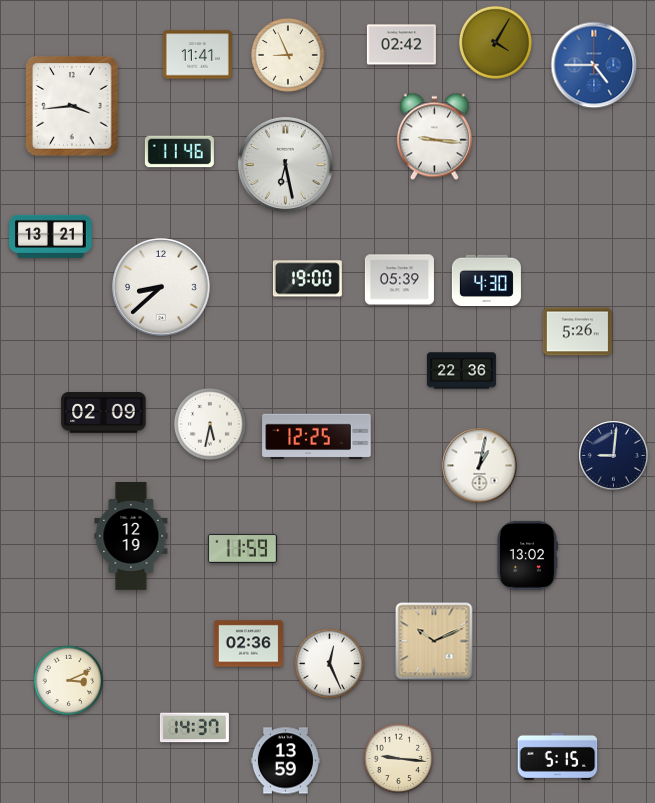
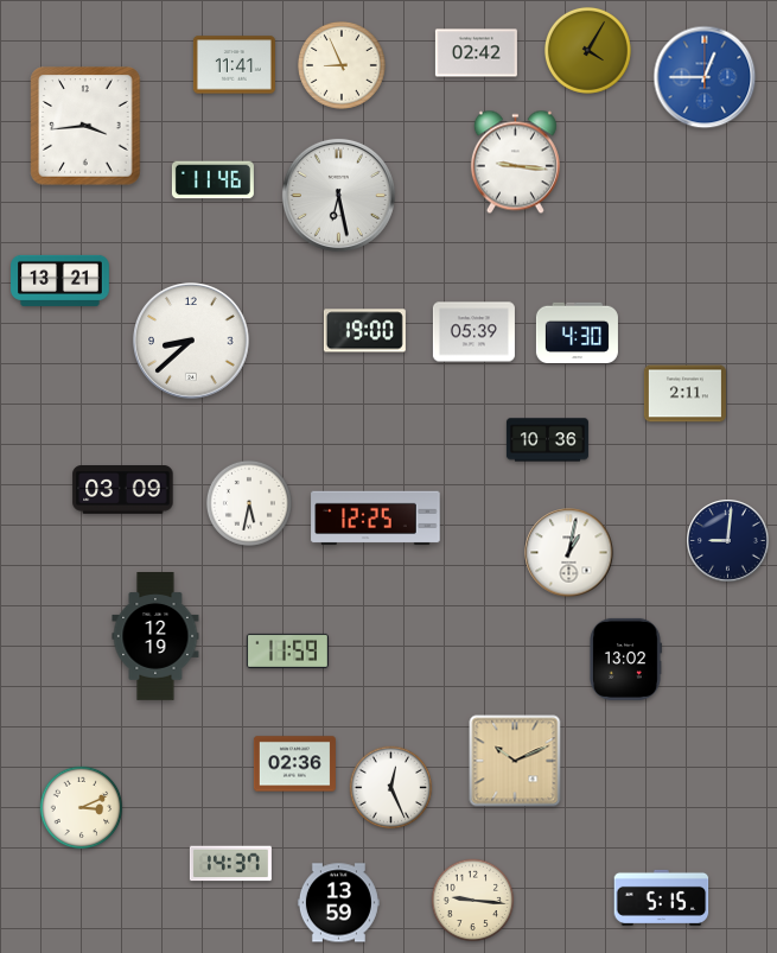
clock at (594, 65): 4:45 -> 12:45
clock at (577, 332): 5:26 -> 2:11
clock at (461, 371): 22:36 -> 10:36
clock at (104, 413): 02:09 -> 03:09
